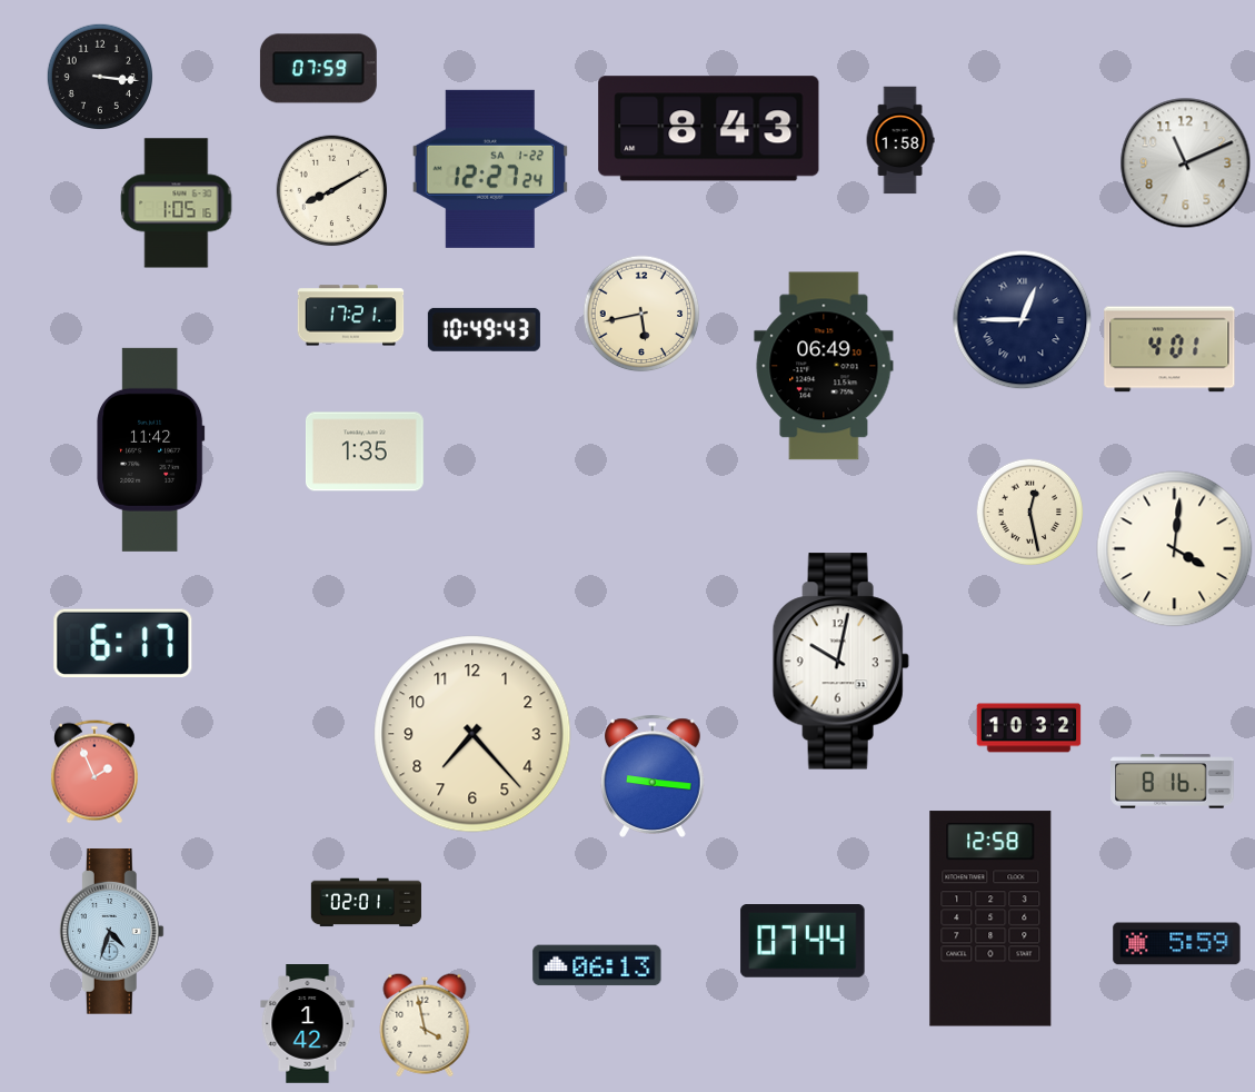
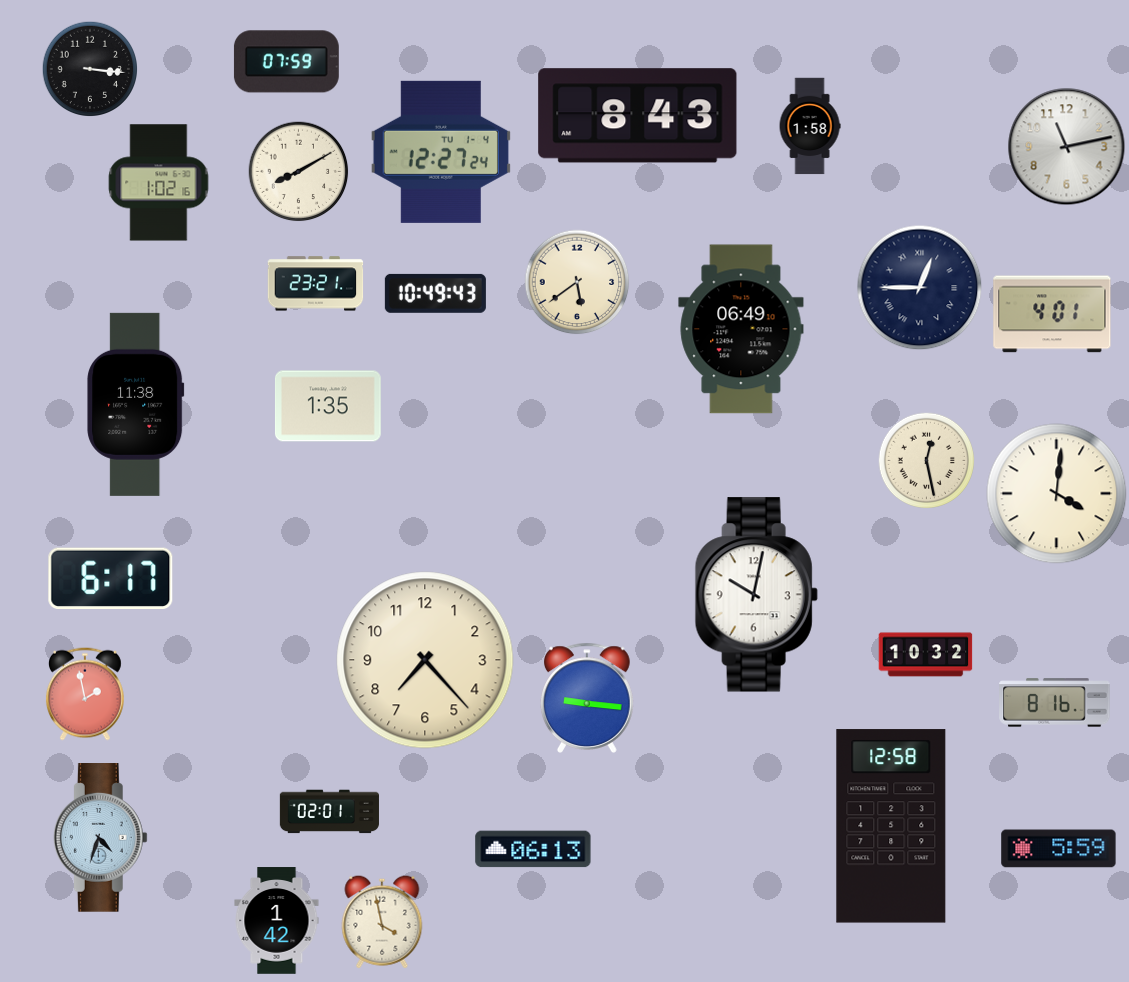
clock at (1186, 163): 11:11 -> 11:13
clock at (490, 169) date: SA 1-22 -> TU 1-4
clock at (177, 203): 1:05 -> 1:02
clock at (641, 314): 5:43 -> 5:39
clock at (351, 316): 17:21 -> 23:21
clock at (484, 329) position: (484, 329) -> (435, 293)
clock at (151, 449): 11:42 -> 11:38
clock at (94, 772): 1:56 -> 1:58
clock at (803, 941): 07:44 -> none
clock at (597, 965) position: (597, 965) -> (533, 849)
